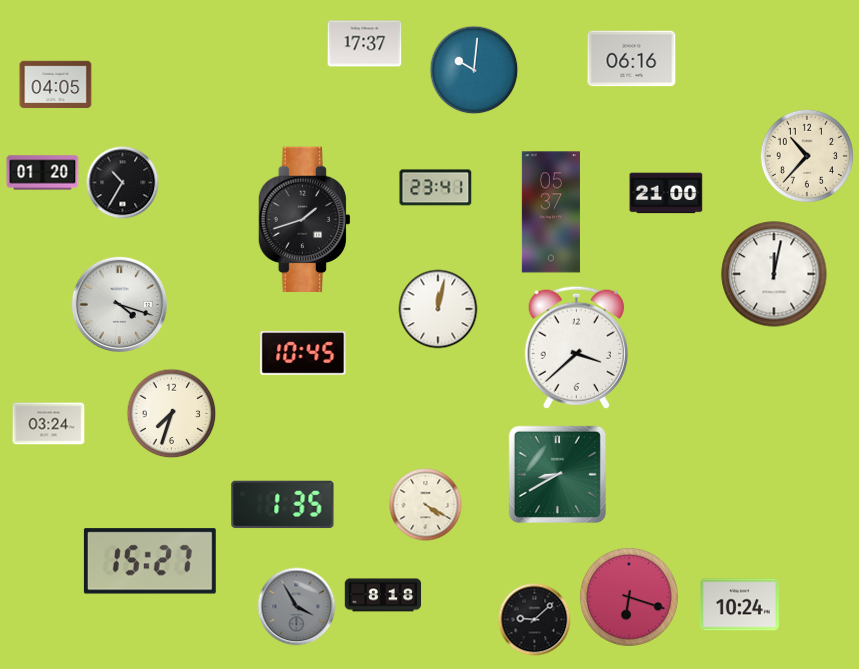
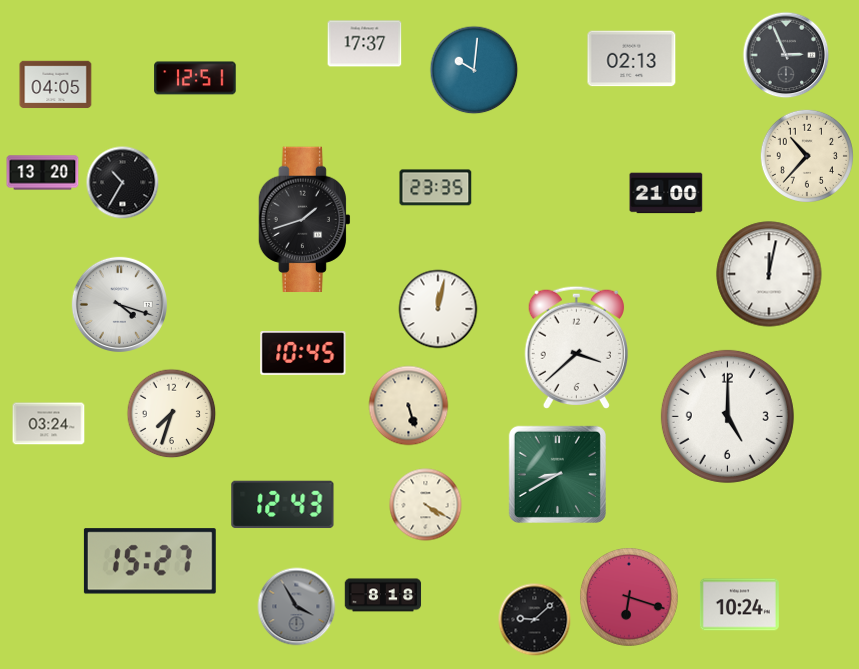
clock at (786, 55): none -> 2:56
clock at (632, 59): 06:16 -> 02:13
clock at (195, 78): none -> 12:51
clock at (43, 173): 01:20 -> 13:20
clock at (436, 188): 23:41 -> 23:35
clock at (551, 212): 05:37 -> none
clock at (774, 274) position: (774, 274) -> (769, 274)
clock at (409, 406): none -> 5:27
clock at (727, 416): none -> 5:00
clock at (283, 505): 1:35 -> 12:43
